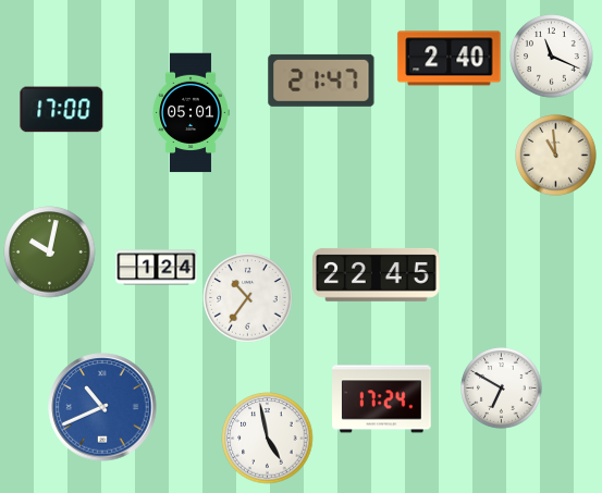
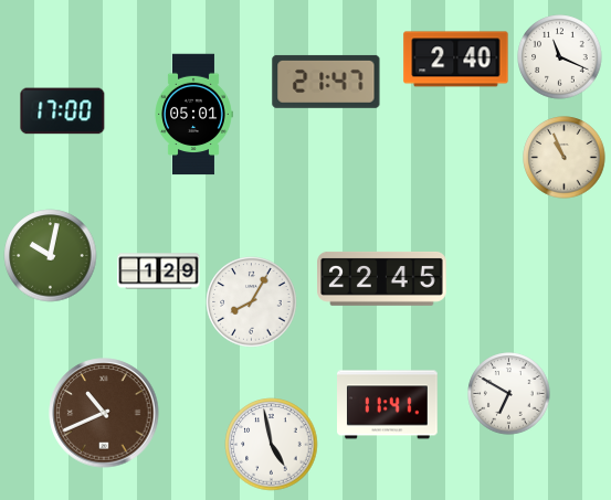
clock at (556, 156): 10:59 -> 10:56
clock at (157, 268): 1:24 -> 1:29
clock at (248, 298): 10:36 -> 8:05
clock at (382, 399): 17:24 -> 11:41
clock at (102, 407) dial: blue -> brown
